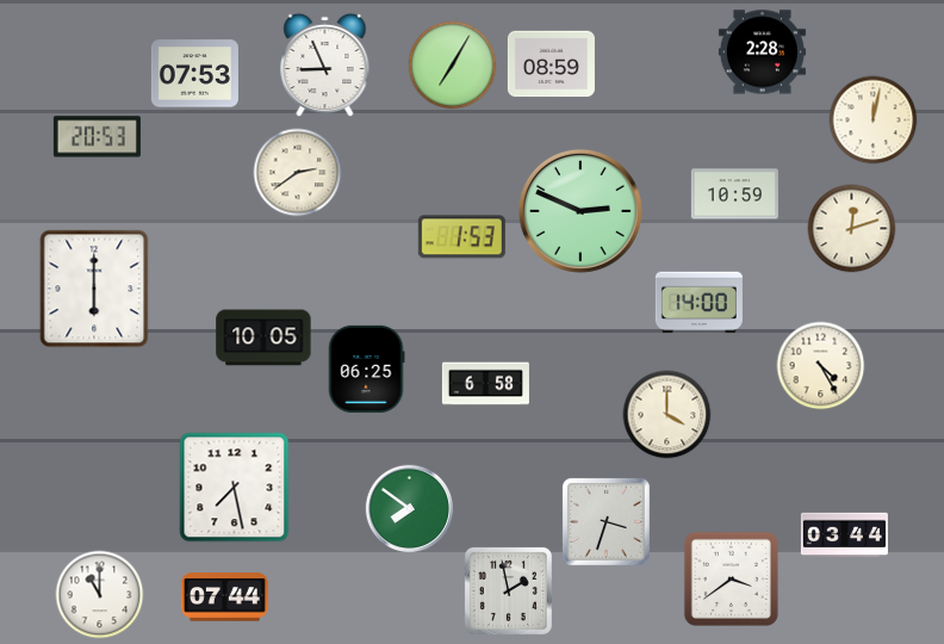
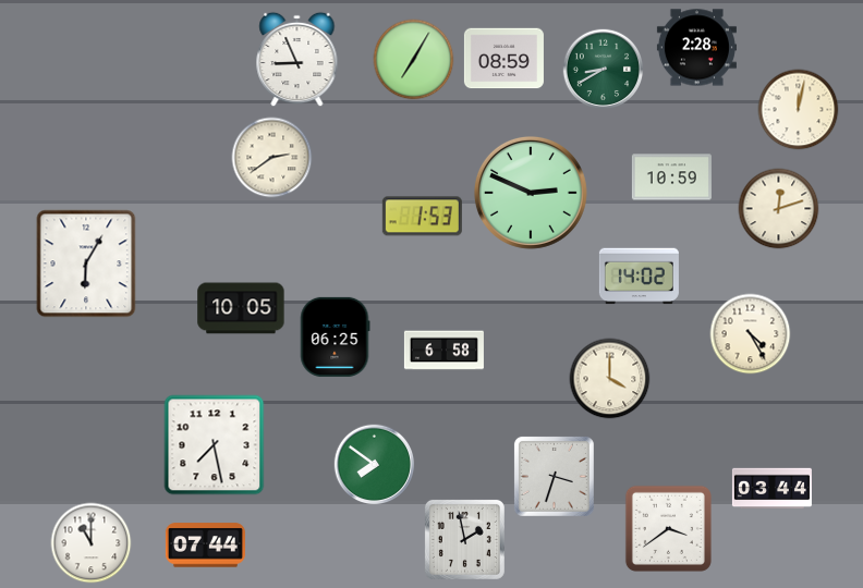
clock at (194, 74): 07:53 -> none
clock at (604, 70): none -> 8:40
clock at (97, 137): 20:53 -> none
clock at (94, 289): 6:00 -> 6:05
clock at (698, 303): 14:00 -> 14:02
